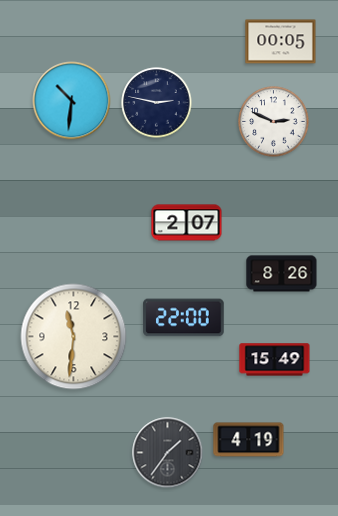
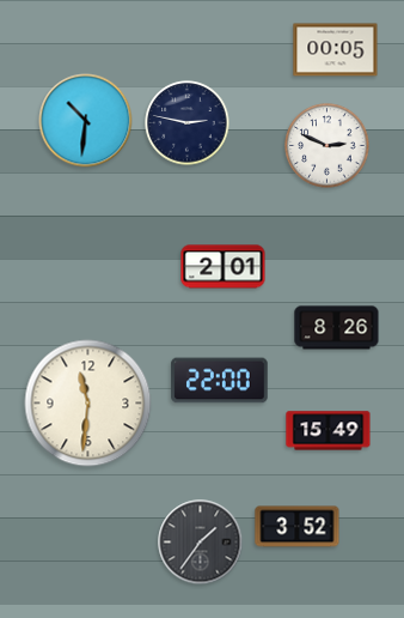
clock at (187, 223): 2:07 -> 2:01
clock at (249, 440): 4:19 -> 3:52
